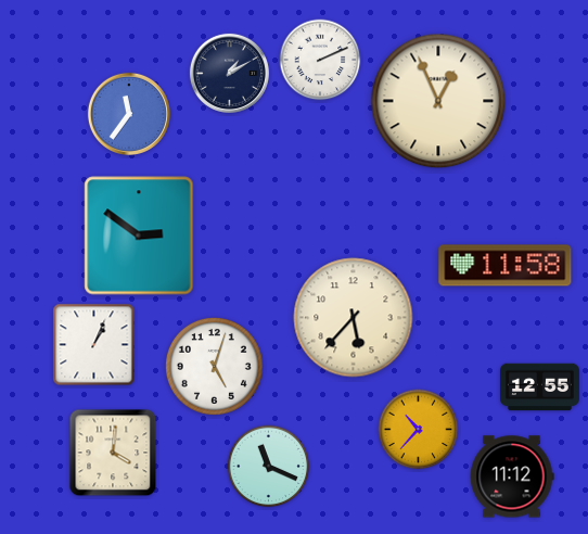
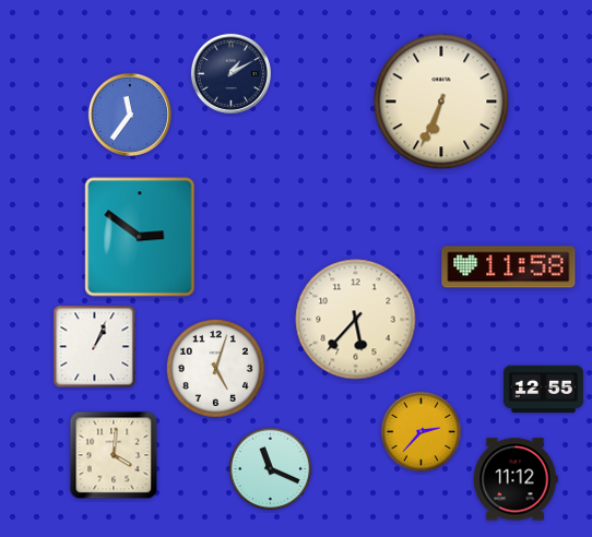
clock at (320, 60): 2:11 -> none
clock at (438, 101): 12:56 -> 6:34
clock at (419, 430): 10:37 -> 2:37
